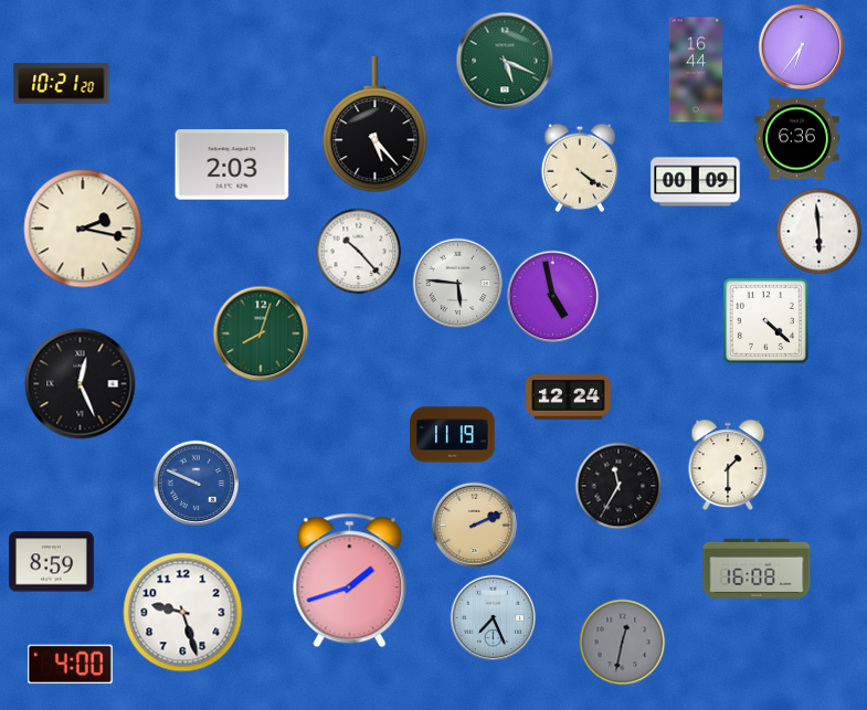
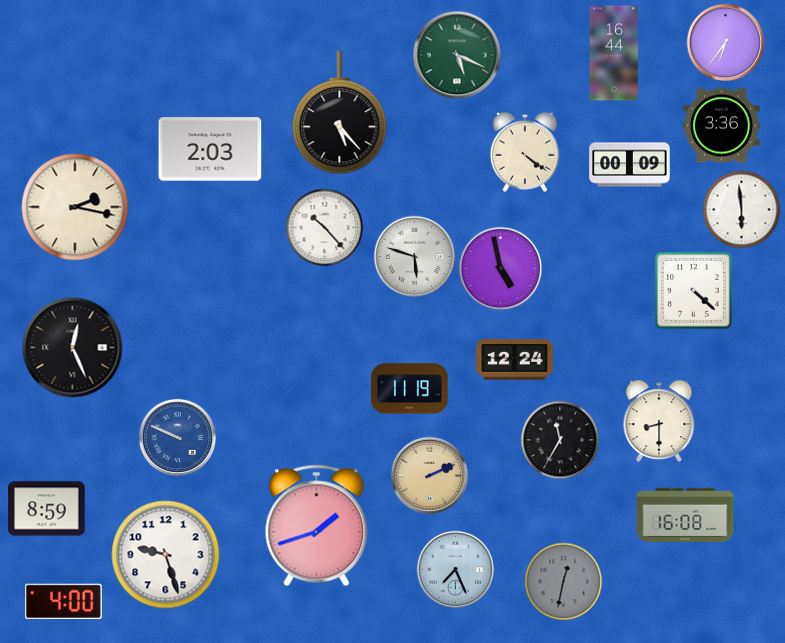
clock at (696, 70) position: (696, 70) -> (614, 53)
clock at (62, 84): 10:21 -> none
clock at (797, 139): 6:36 -> 3:36
clock at (457, 283): 5:46 -> 5:48
clock at (261, 333): 8:03 -> none
clock at (453, 435) position: (453, 435) -> (410, 389)
clock at (728, 465): 1:30 -> 8:30
clock at (493, 617) position: (493, 617) -> (455, 569)
